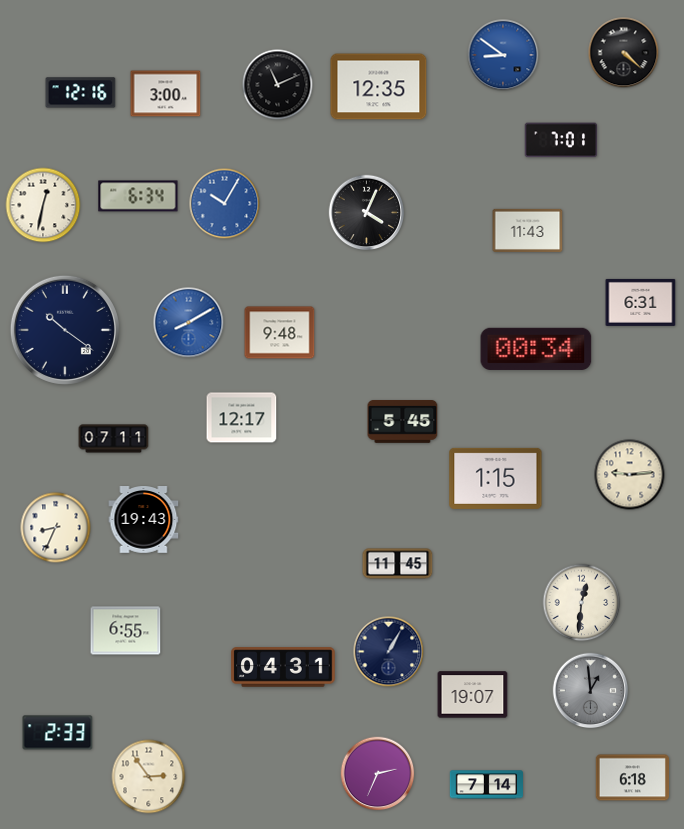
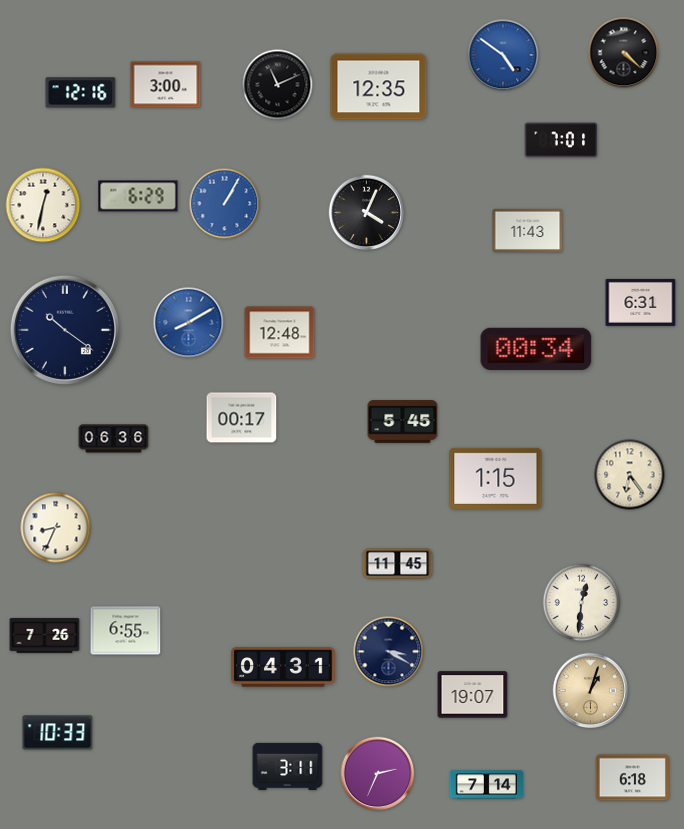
clock at (503, 55): 8:51 -> 4:51
clock at (166, 94) position: (166, 94) -> (166, 85)
clock at (138, 196): 6:34 -> 6:29
clock at (225, 204): 10:05 -> 1:05
clock at (280, 333): 9:48 -> 12:48
clock at (242, 418): 12:17 -> 00:17
clock at (114, 439): 07:11 -> 06:36
clock at (630, 475): 9:14 -> 6:24
clock at (144, 520): 19:43 -> none
clock at (45, 635): none -> 7:26
clock at (389, 652): 1:05 -> 3:20
clock at (591, 691): 12:59 -> 1:03
clock at (591, 691) dial: grey -> champagne
clock at (58, 733): 2:33 -> 10:33
clock at (288, 766): none -> 3:11
clock at (149, 777): 2:54 -> none
